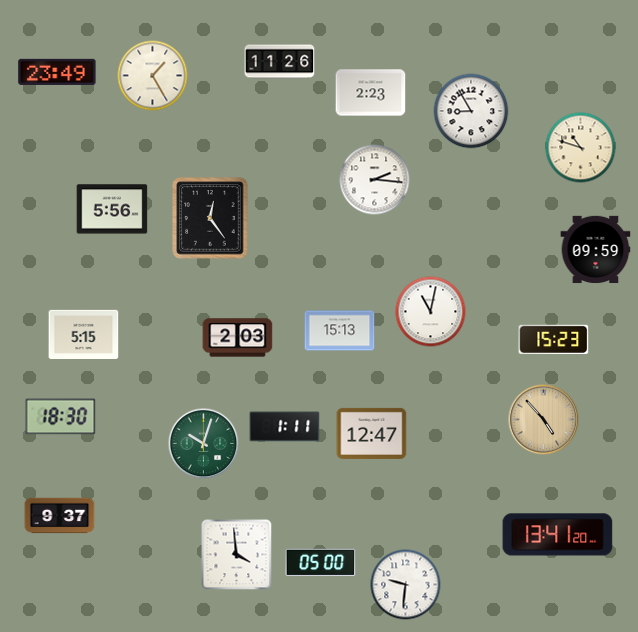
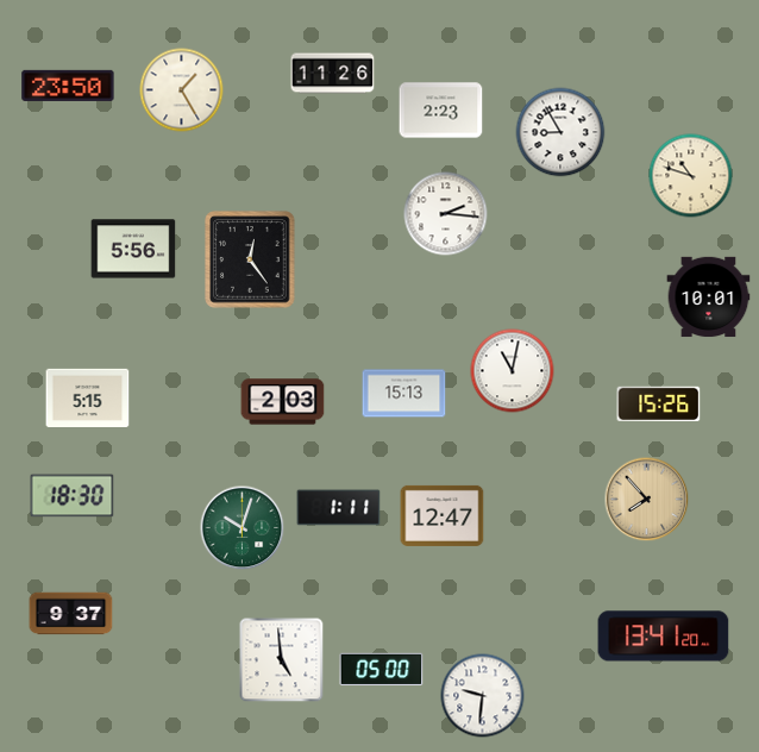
clock at (57, 72): 23:49 -> 23:50
clock at (596, 250): 09:59 -> 10:01
clock at (84, 334) position: (84, 334) -> (88, 397)
clock at (554, 339): 15:23 -> 15:26
clock at (544, 420): 4:53 -> 7:53
clock at (237, 555): 3:59 -> 4:59
